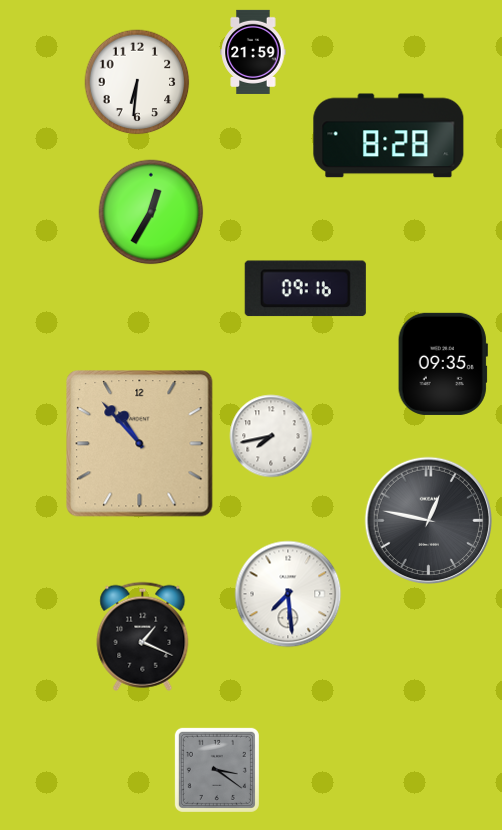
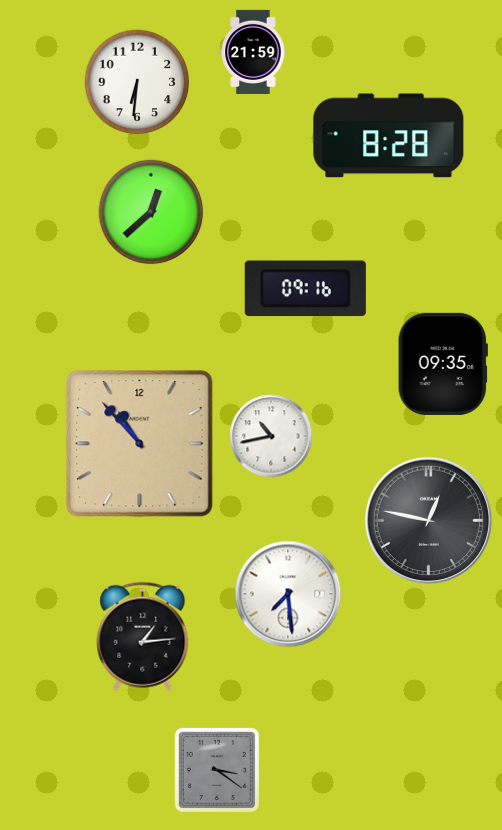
clock at (151, 212): 12:35 -> 12:38
clock at (271, 436): 7:43 -> 10:43
clock at (143, 636): 1:19 -> 1:14
